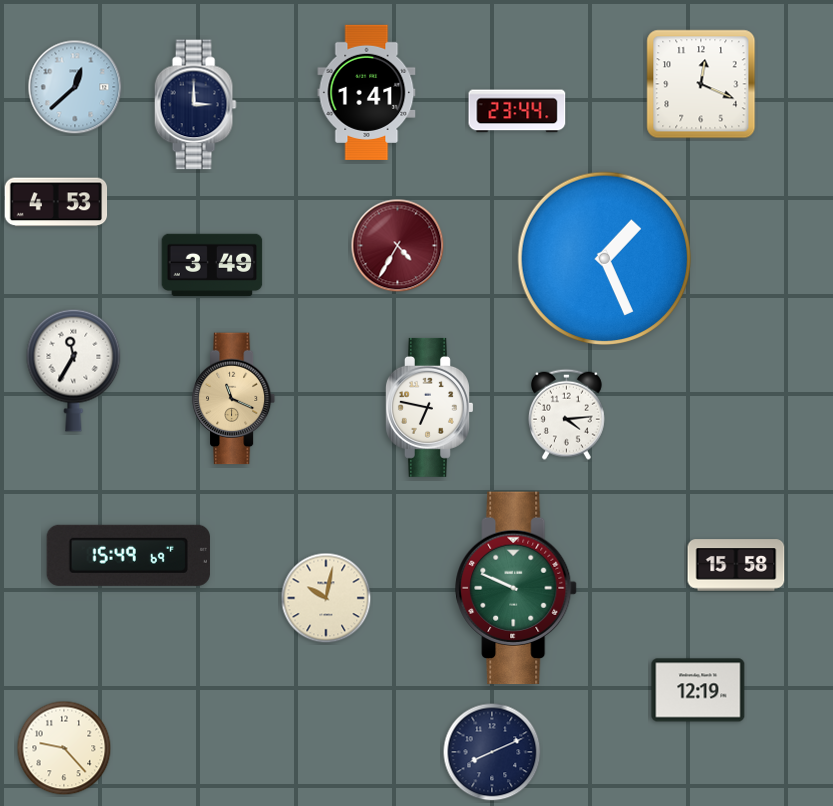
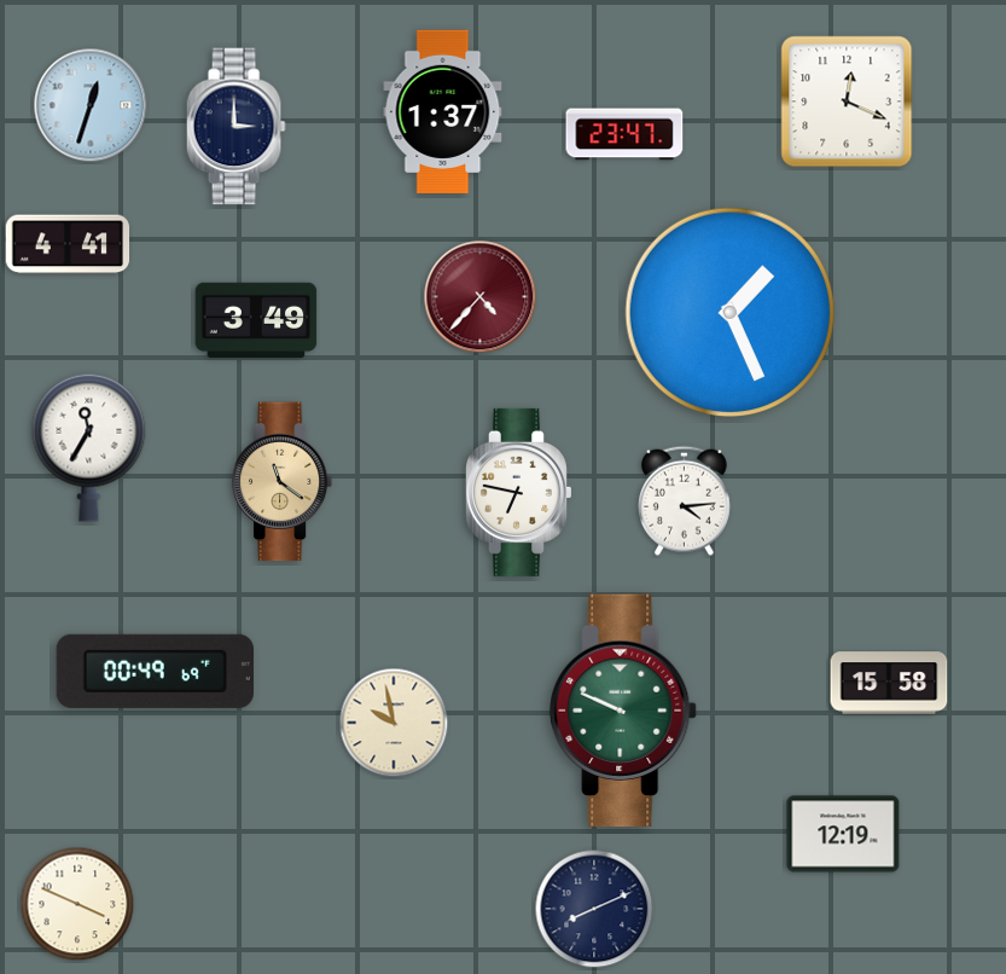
clock at (75, 87): 12:38 -> 12:33
clock at (367, 92): 1:41 -> 1:37
clock at (517, 111): 23:44 -> 23:47
clock at (56, 202): 4:53 -> 4:41
clock at (398, 246): 4:35 -> 4:37
clock at (234, 399): 11:19 -> 11:21
clock at (128, 555): 15:49 -> 00:49
clock at (326, 598): 10:02 -> 9:58
clock at (64, 748): 9:23 -> 3:49
